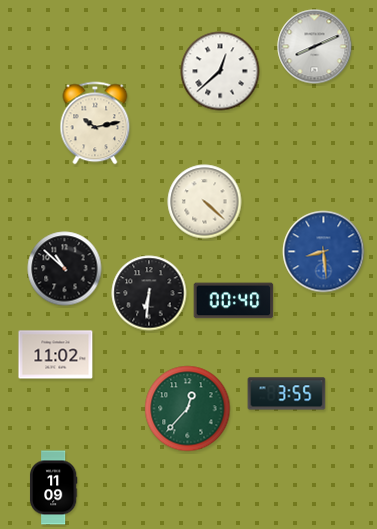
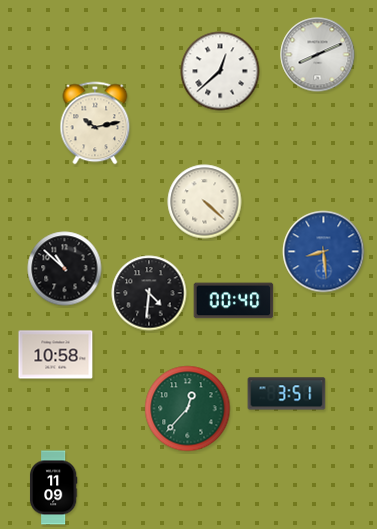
clock at (315, 47) position: (315, 47) -> (318, 55)
clock at (149, 293): 6:31 -> 4:31
clock at (56, 355): 11:02 -> 10:58
clock at (287, 394): 3:55 -> 3:51
